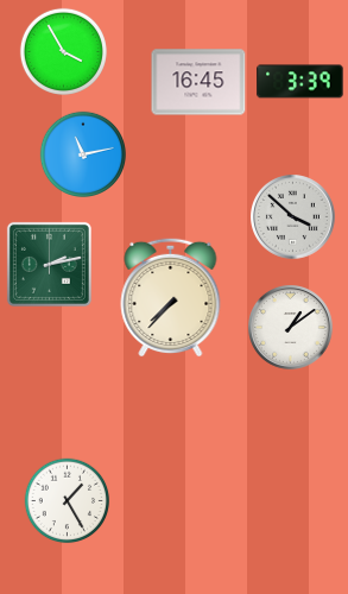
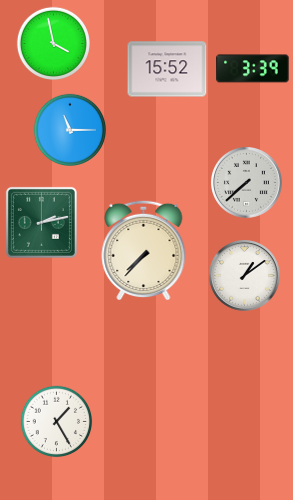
clock at (63, 51): 3:55 -> 3:58
clock at (198, 82): 16:45 -> 15:52
clock at (83, 154): 11:13 -> 11:15
clock at (293, 217): 3:52 -> 7:38
